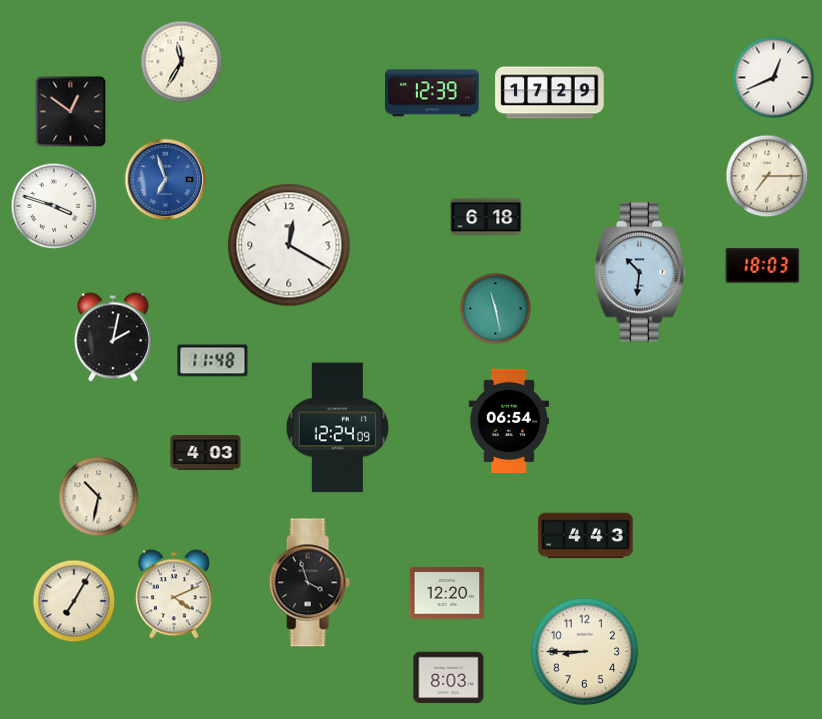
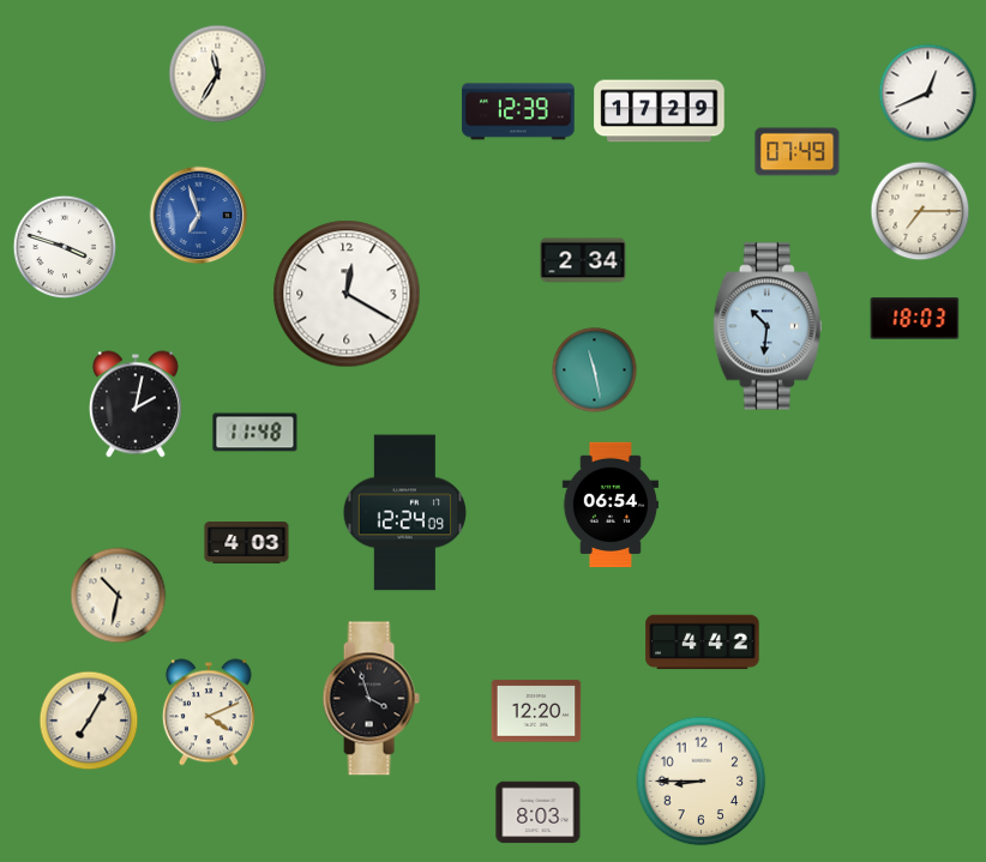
clock at (71, 112): 12:51 -> none
clock at (798, 152): none -> 07:49
clock at (486, 217): 6:18 -> 2:34
clock at (586, 536): 4:43 -> 4:42
